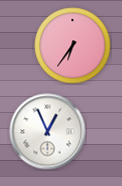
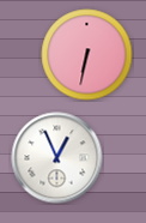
clock at (73, 46): 6:36 -> 6:32
